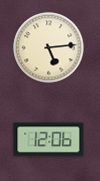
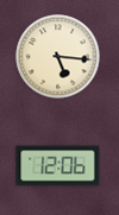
clock at (49, 48): 5:14 -> 5:16
